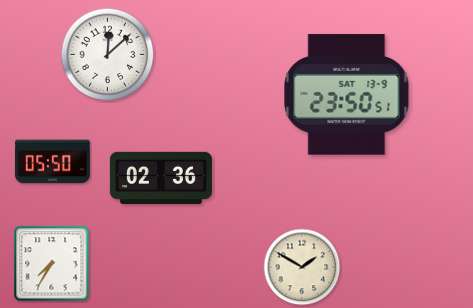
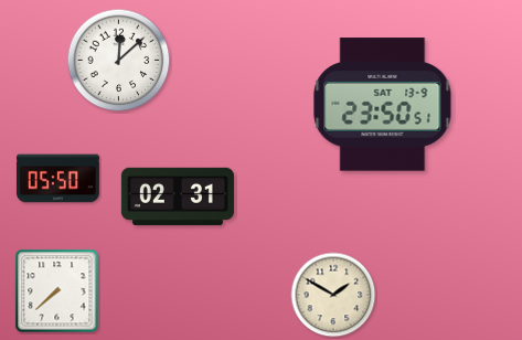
clock at (161, 177): 02:36 -> 02:31
clock at (52, 264): 7:35 -> 7:38
